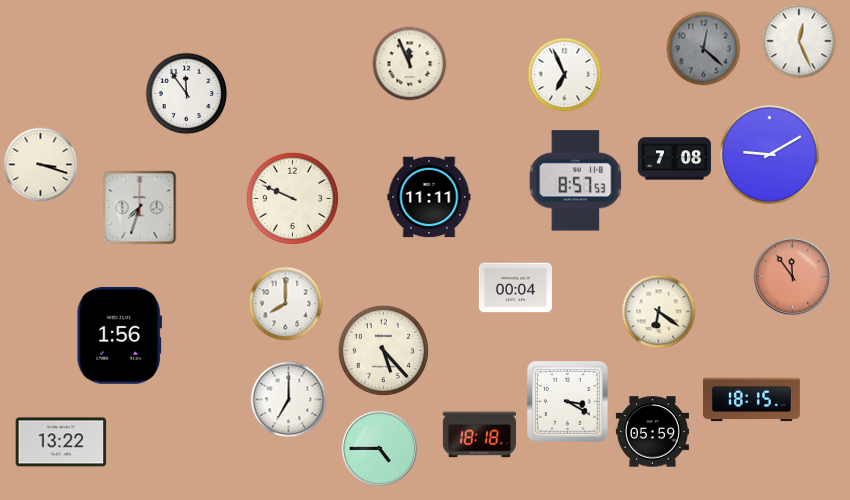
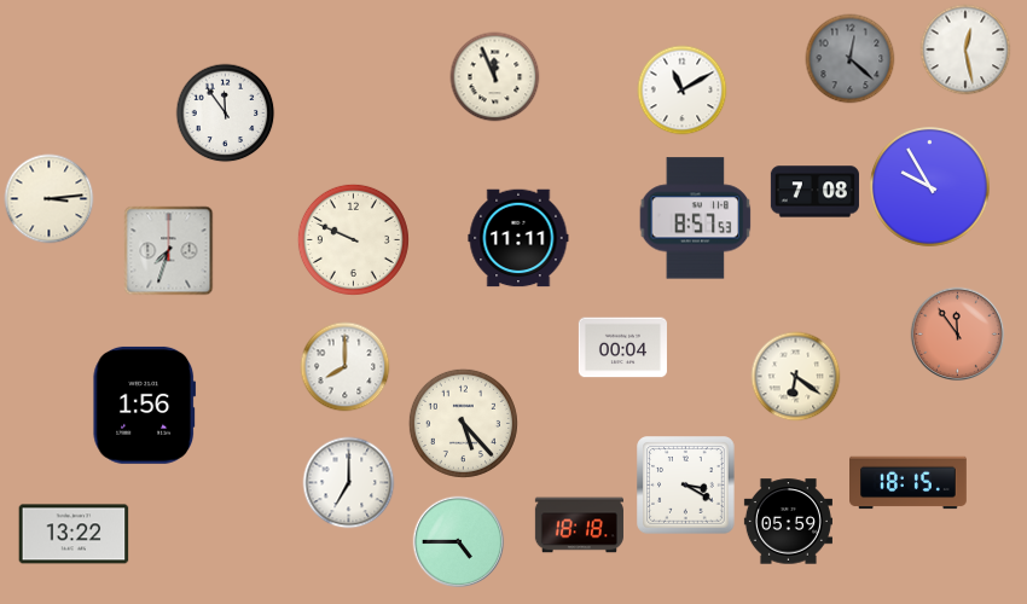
clock at (799, 41): 12:26 -> 12:28
clock at (565, 75): 6:56 -> 11:10
clock at (770, 155): 9:10 -> 9:55
clock at (41, 165): 3:18 -> 3:14
